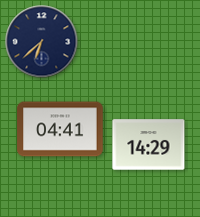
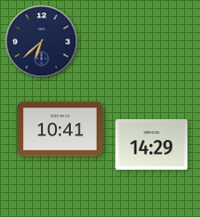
clock at (60, 129): 04:41 -> 10:41
clock at (149, 145) position: (149, 145) -> (152, 145)
